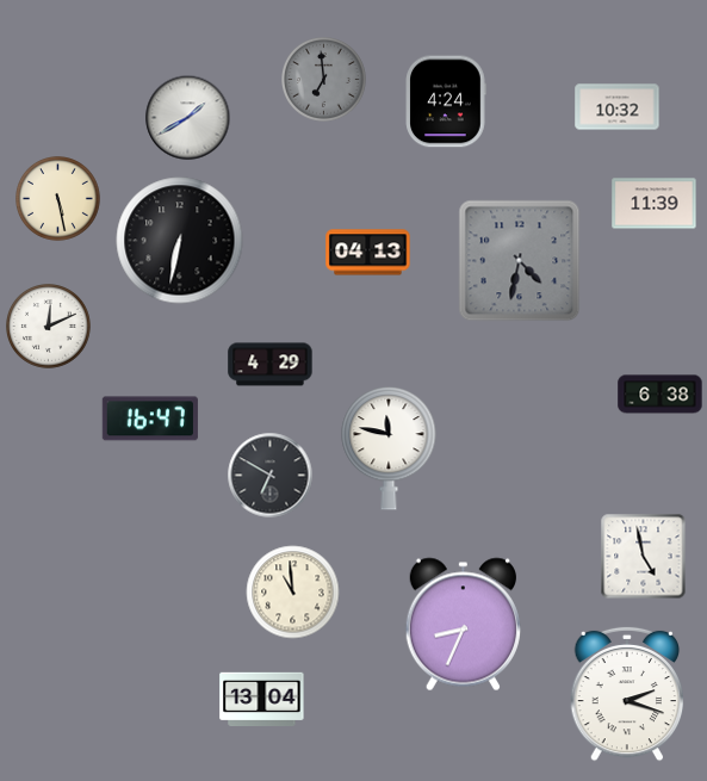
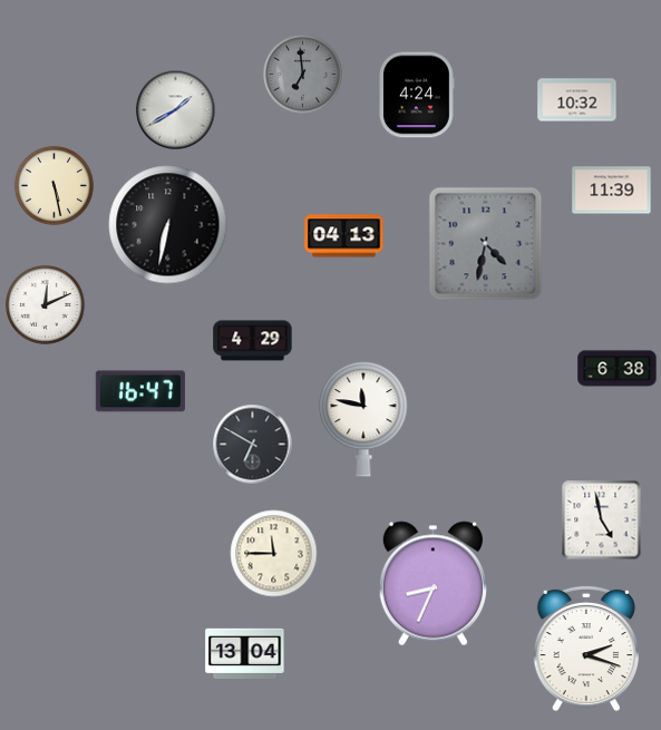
clock at (293, 593): 10:59 -> 11:45
